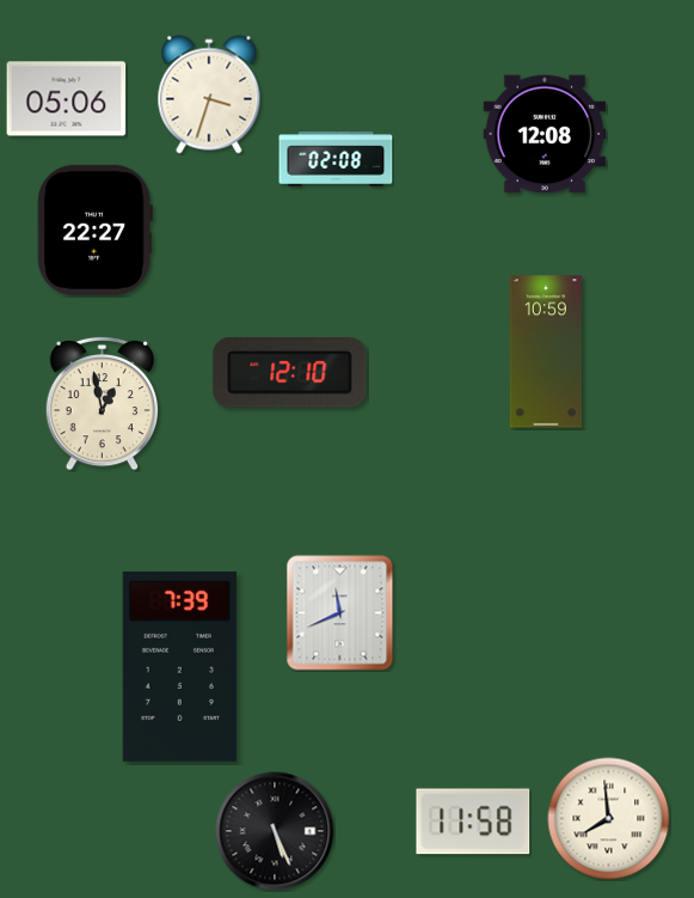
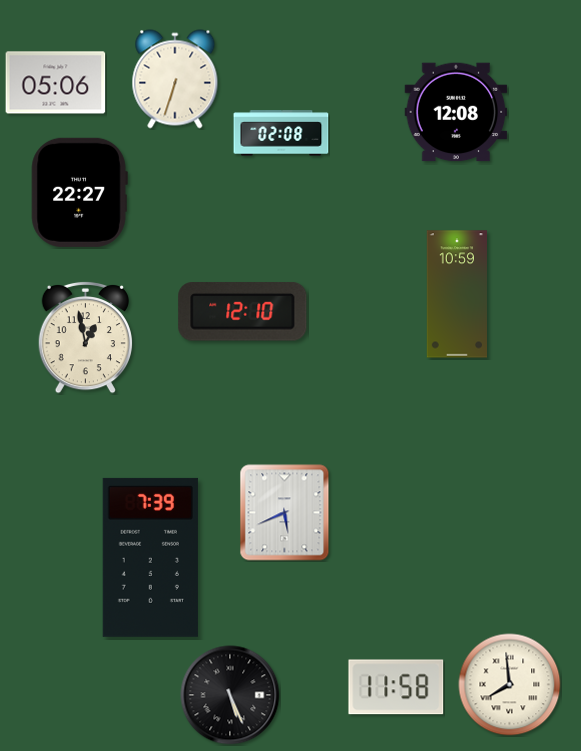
clock at (209, 94): 3:33 -> 6:33
clock at (340, 613): 11:41 -> 5:41
